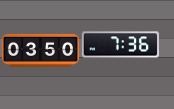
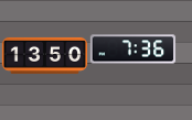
clock at (40, 50): 03:50 -> 13:50
